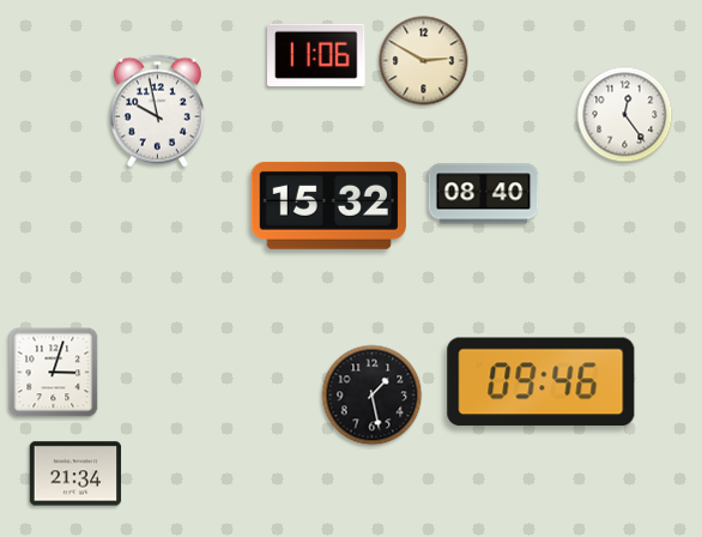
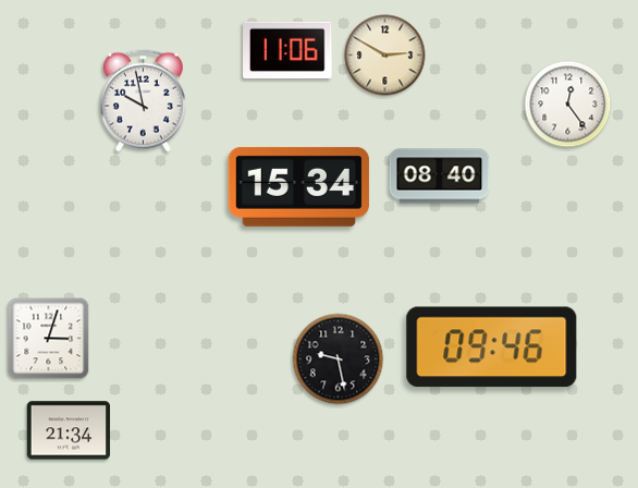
clock at (328, 205): 15:32 -> 15:34
clock at (373, 396): 1:28 -> 9:28
